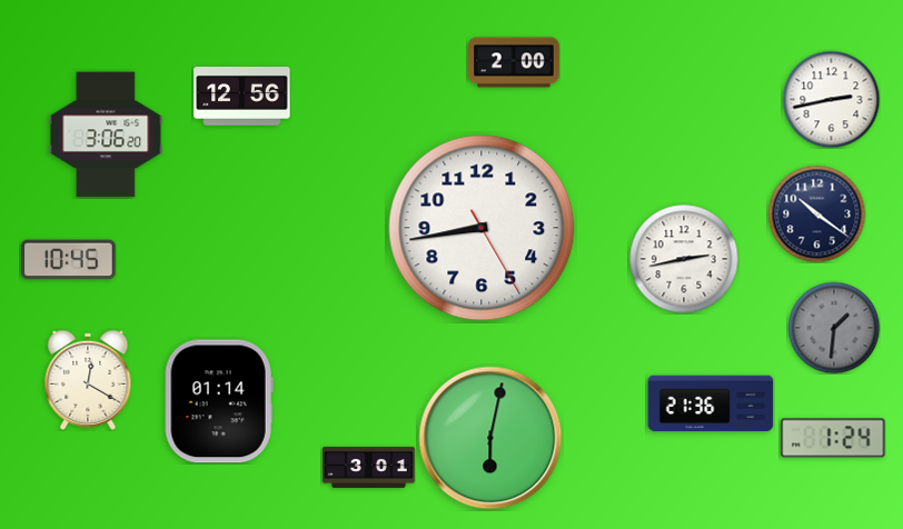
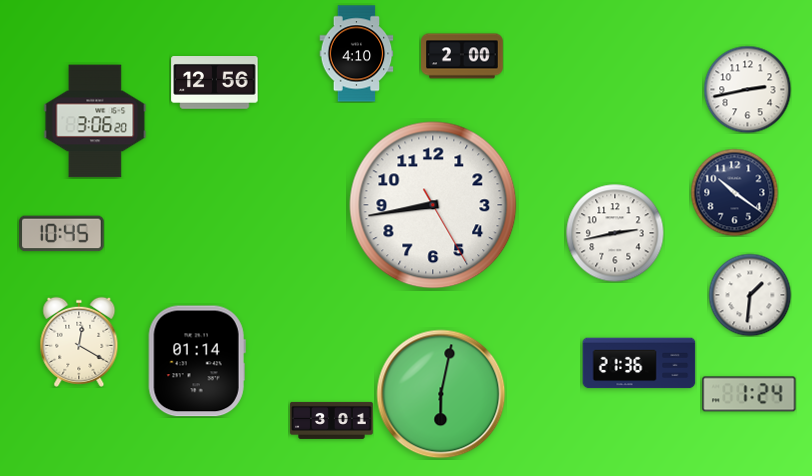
clock at (357, 54): none -> 4:10
clock at (242, 97) position: (242, 97) -> (215, 83)
clock at (834, 328) dial: grey -> white
